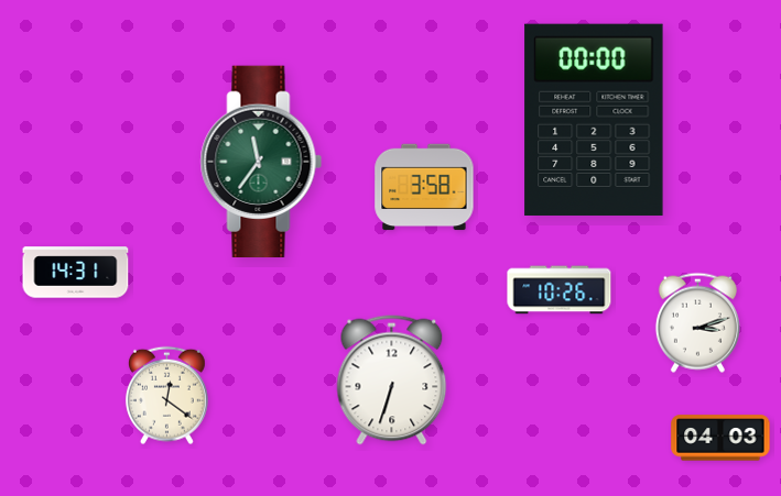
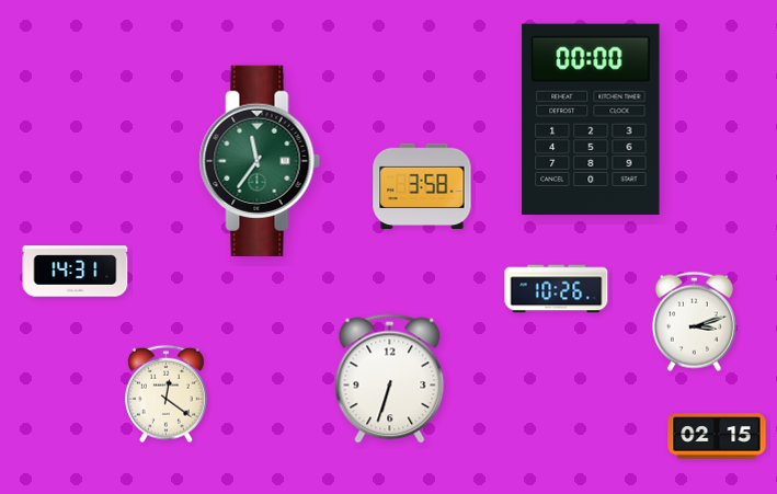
clock at (720, 438): 04:03 -> 02:15
